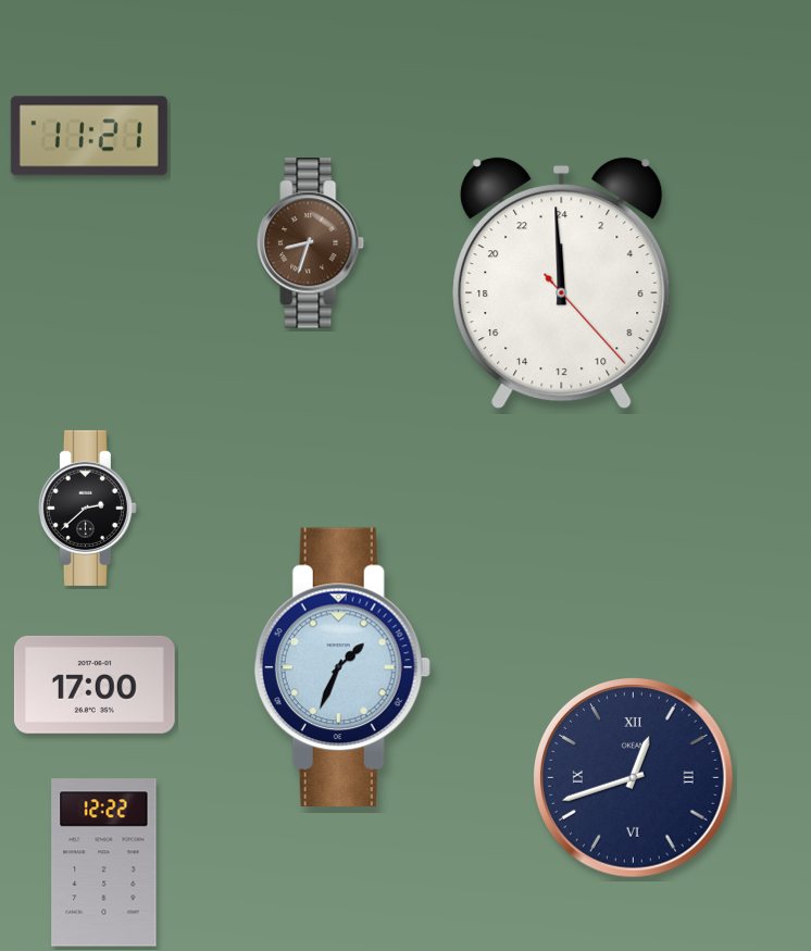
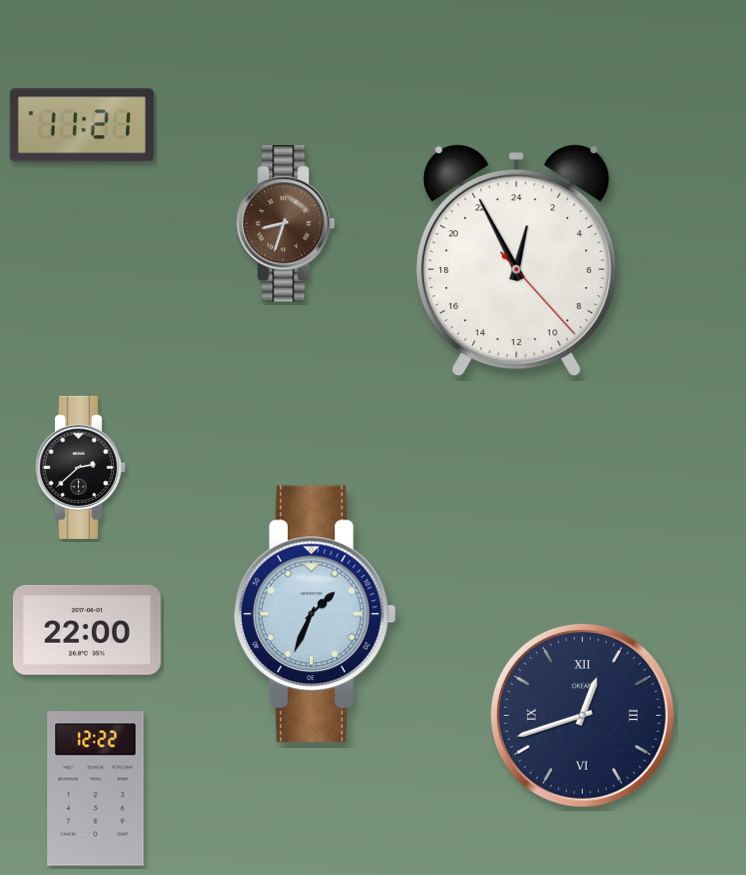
clock at (562, 284): 23:59 -> 0:55
clock at (95, 685): 17:00 -> 22:00
clock at (104, 863) position: (104, 863) -> (96, 789)
